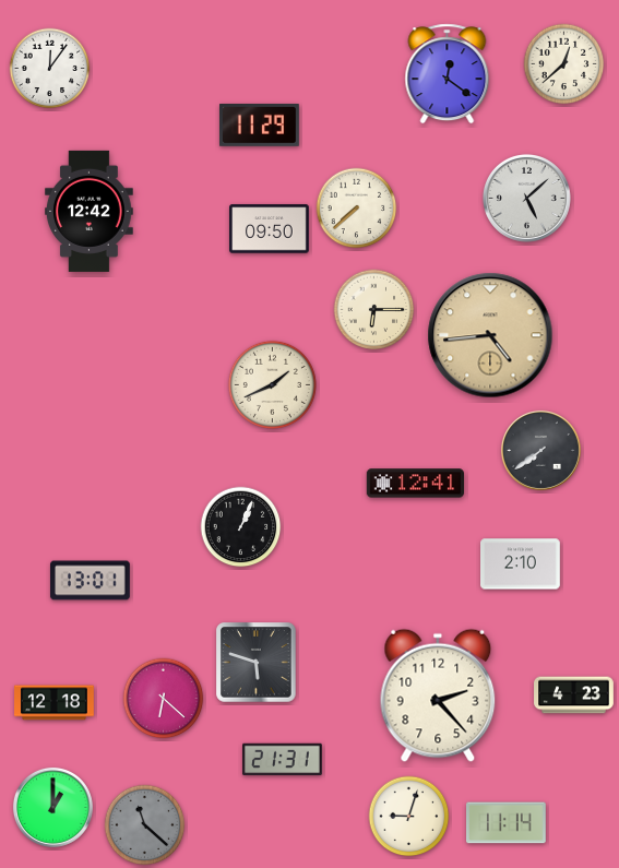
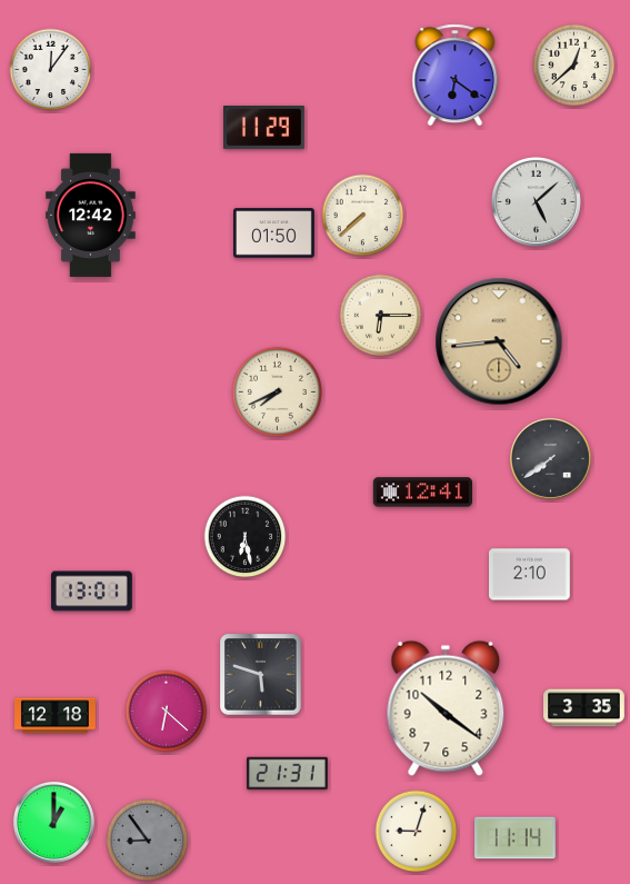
clock at (448, 74): 12:21 -> 6:21
clock at (357, 209) position: (357, 209) -> (363, 216)
clock at (270, 229): 09:50 -> 01:50
clock at (272, 384): 1:41 -> 7:41
clock at (241, 527): 1:04 -> 6:28
clock at (438, 695): 2:23 -> 10:21
clock at (574, 695): 4:23 -> 3:35
clock at (145, 825): 11:22 -> 8:54
